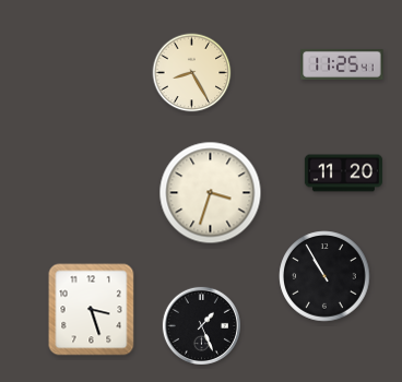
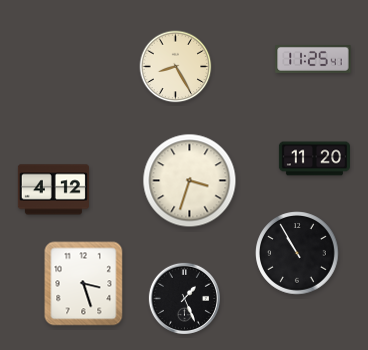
clock at (211, 193) position: (211, 193) -> (190, 181)
clock at (53, 190): none -> 4:12
